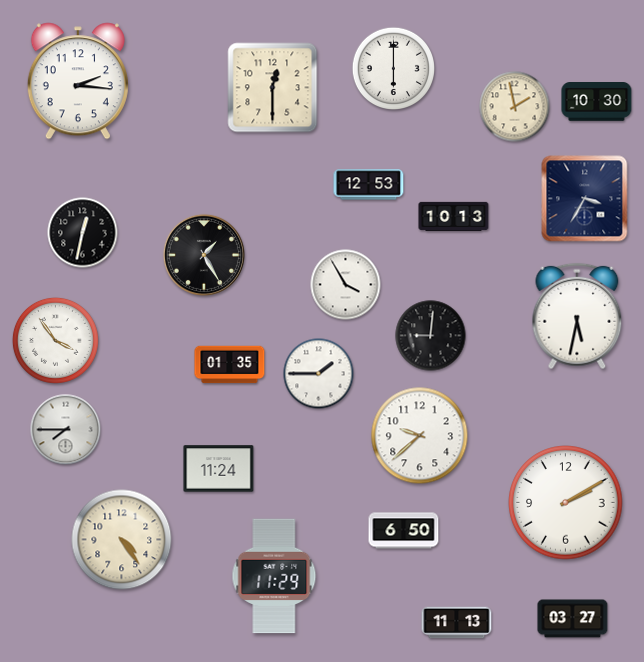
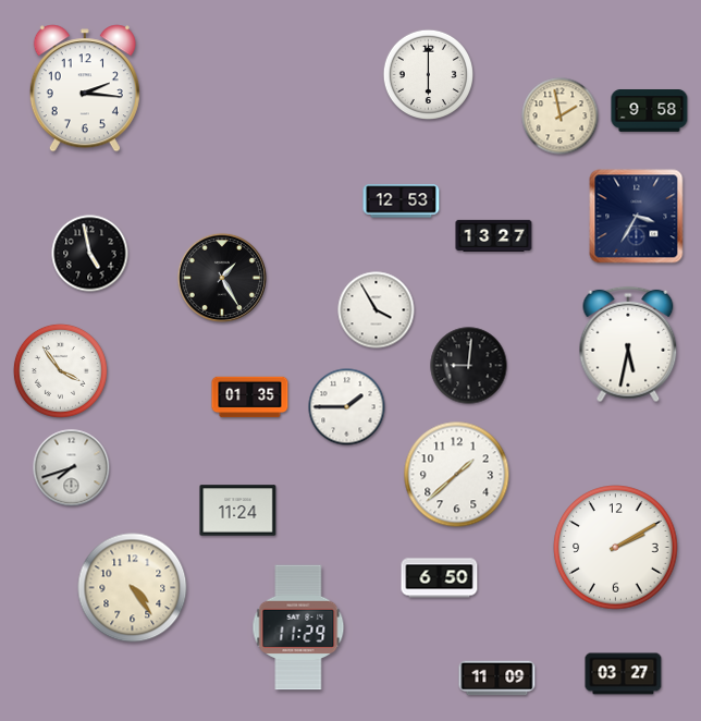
clock at (273, 88): 12:30 -> none
clock at (597, 102): 10:30 -> 9:58
clock at (454, 216): 10:13 -> 13:27
clock at (83, 233): 12:32 -> 4:58
clock at (66, 430): 7:45 -> 7:42
clock at (420, 436): 9:38 -> 1:38
clock at (457, 623): 11:13 -> 11:09
